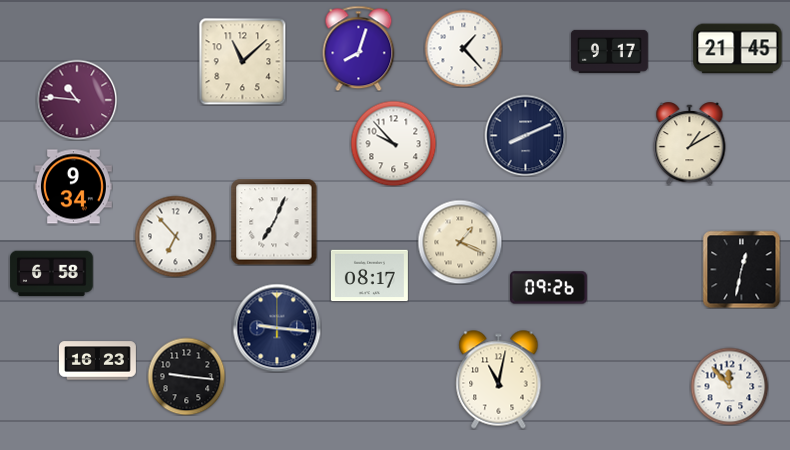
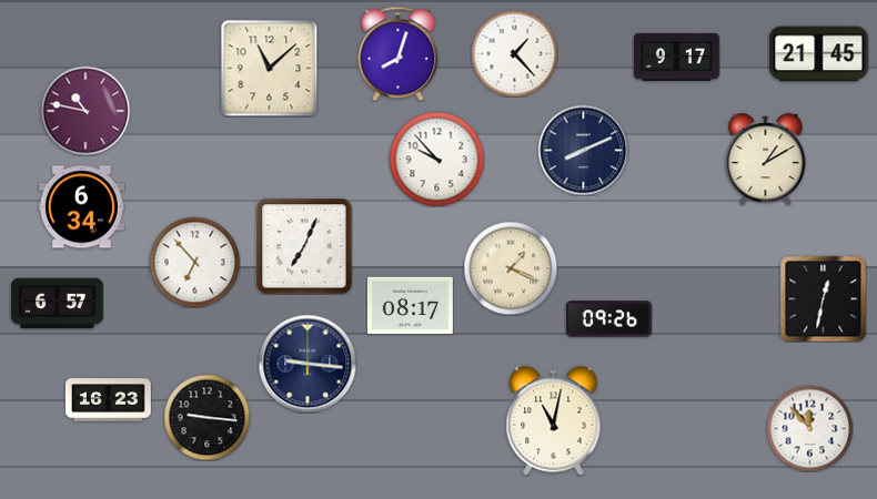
clock at (77, 100): 10:46 -> 10:47
clock at (73, 187): 9:34 -> 6:34
clock at (52, 274): 6:58 -> 6:57
